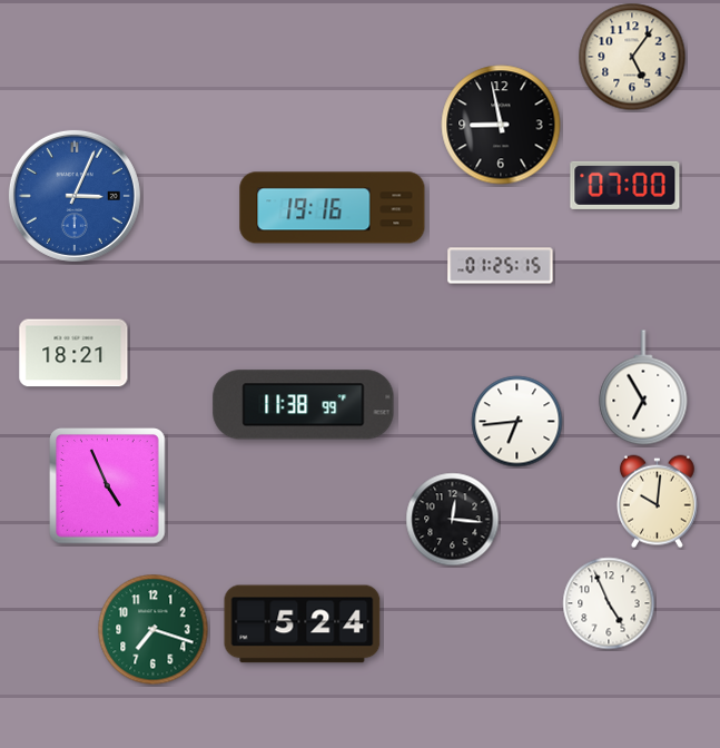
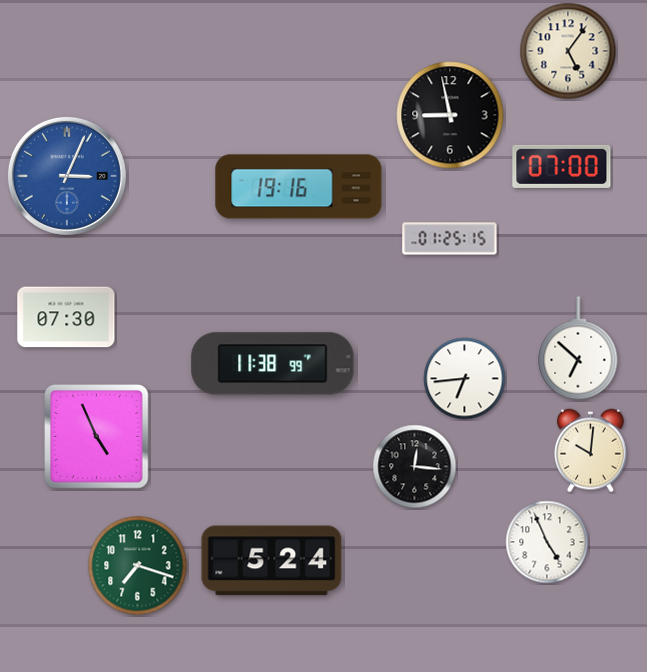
clock at (501, 125) position: (501, 125) -> (450, 115)
clock at (73, 353): 18:21 -> 07:30
clock at (643, 387): 6:55 -> 6:52
clock at (453, 520) position: (453, 520) -> (415, 467)
